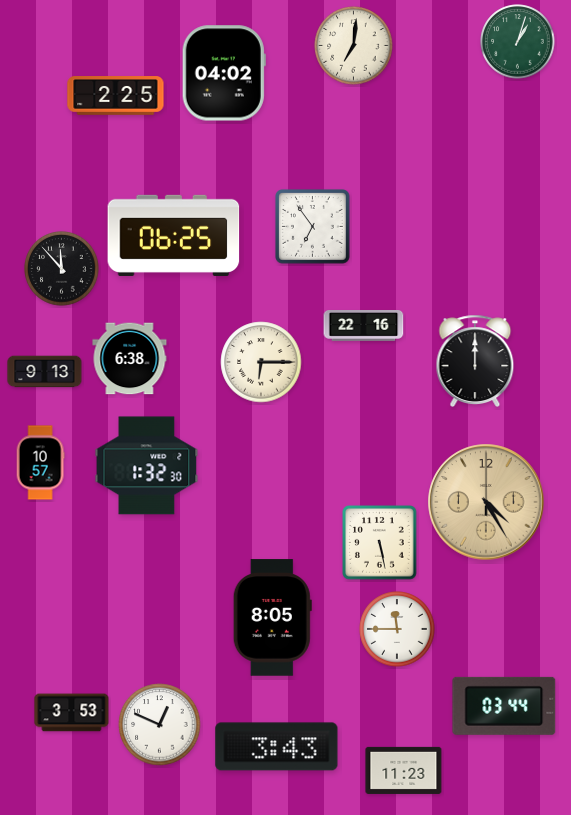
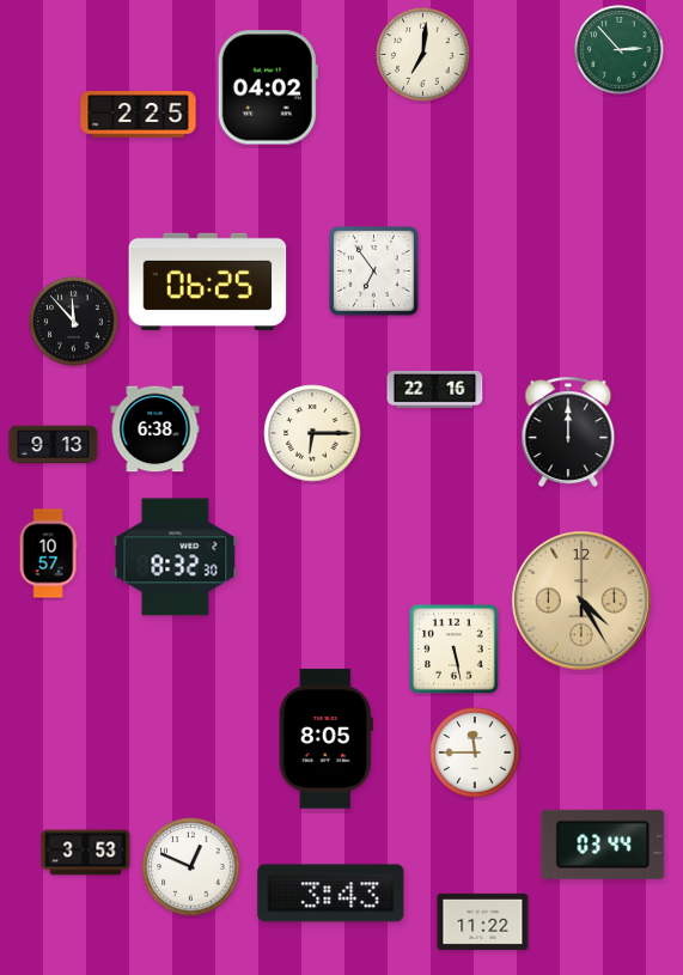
clock at (518, 42): 1:03 -> 2:53
clock at (147, 466): 1:32 -> 8:32
clock at (404, 770): 11:23 -> 11:22
